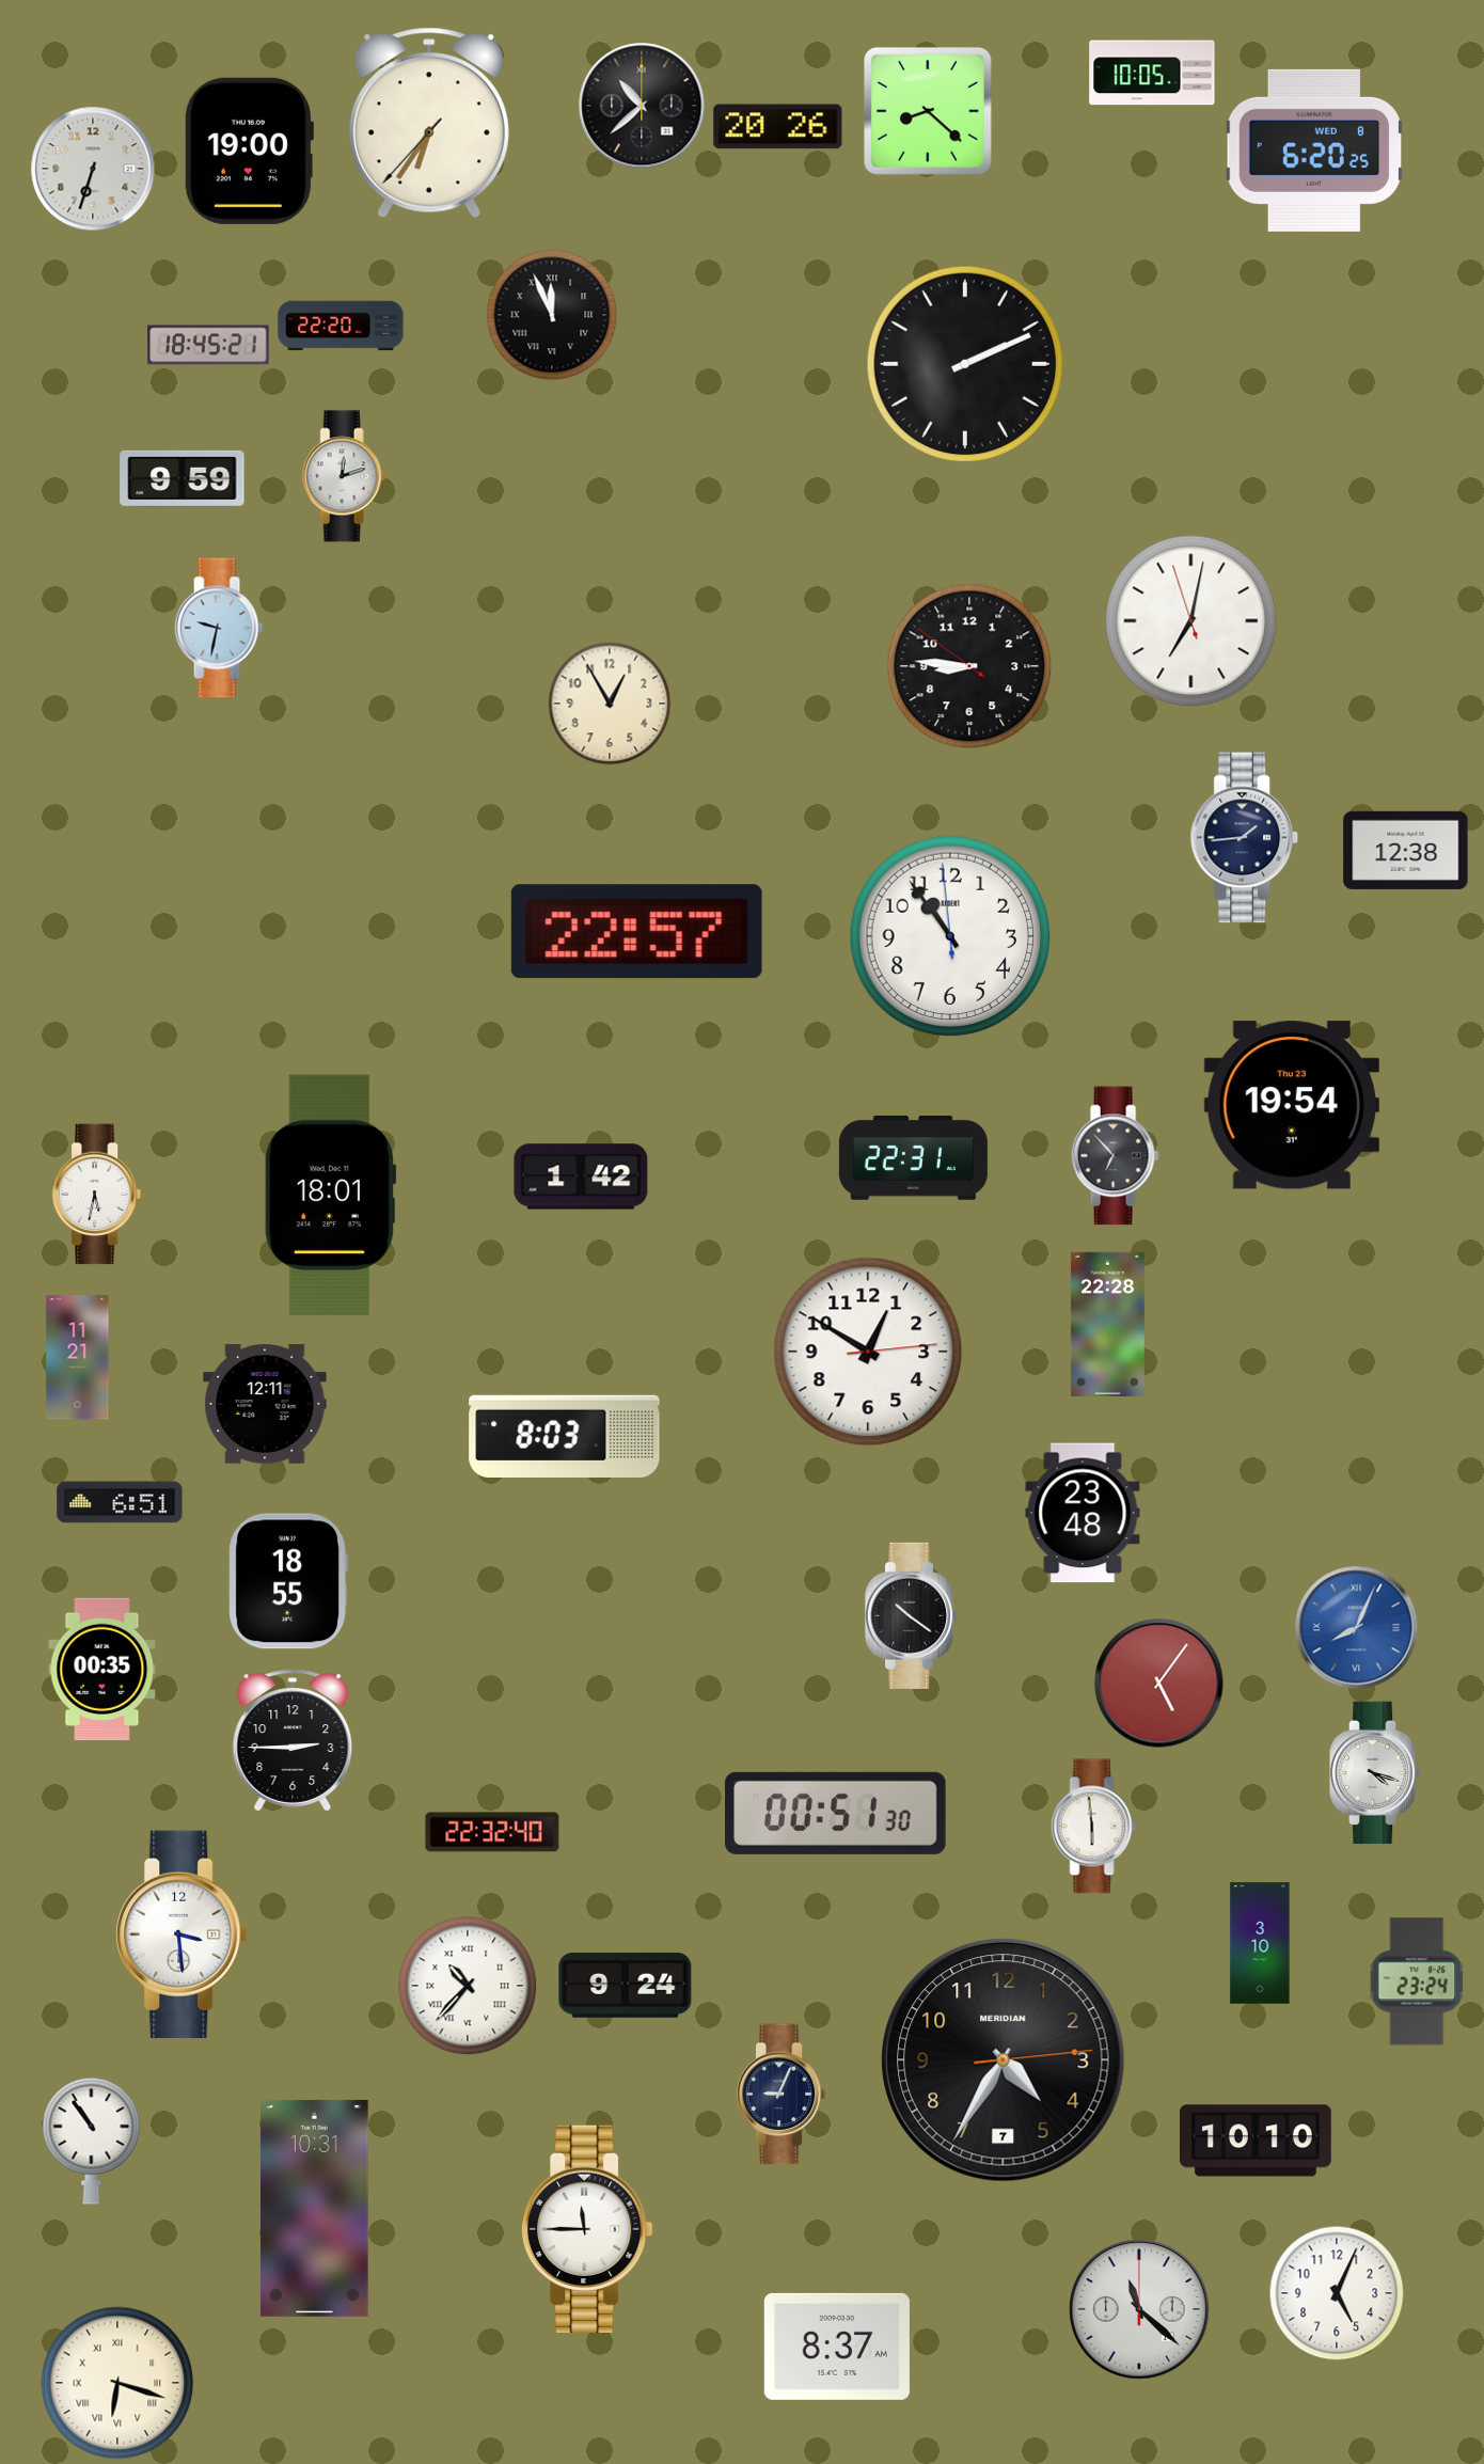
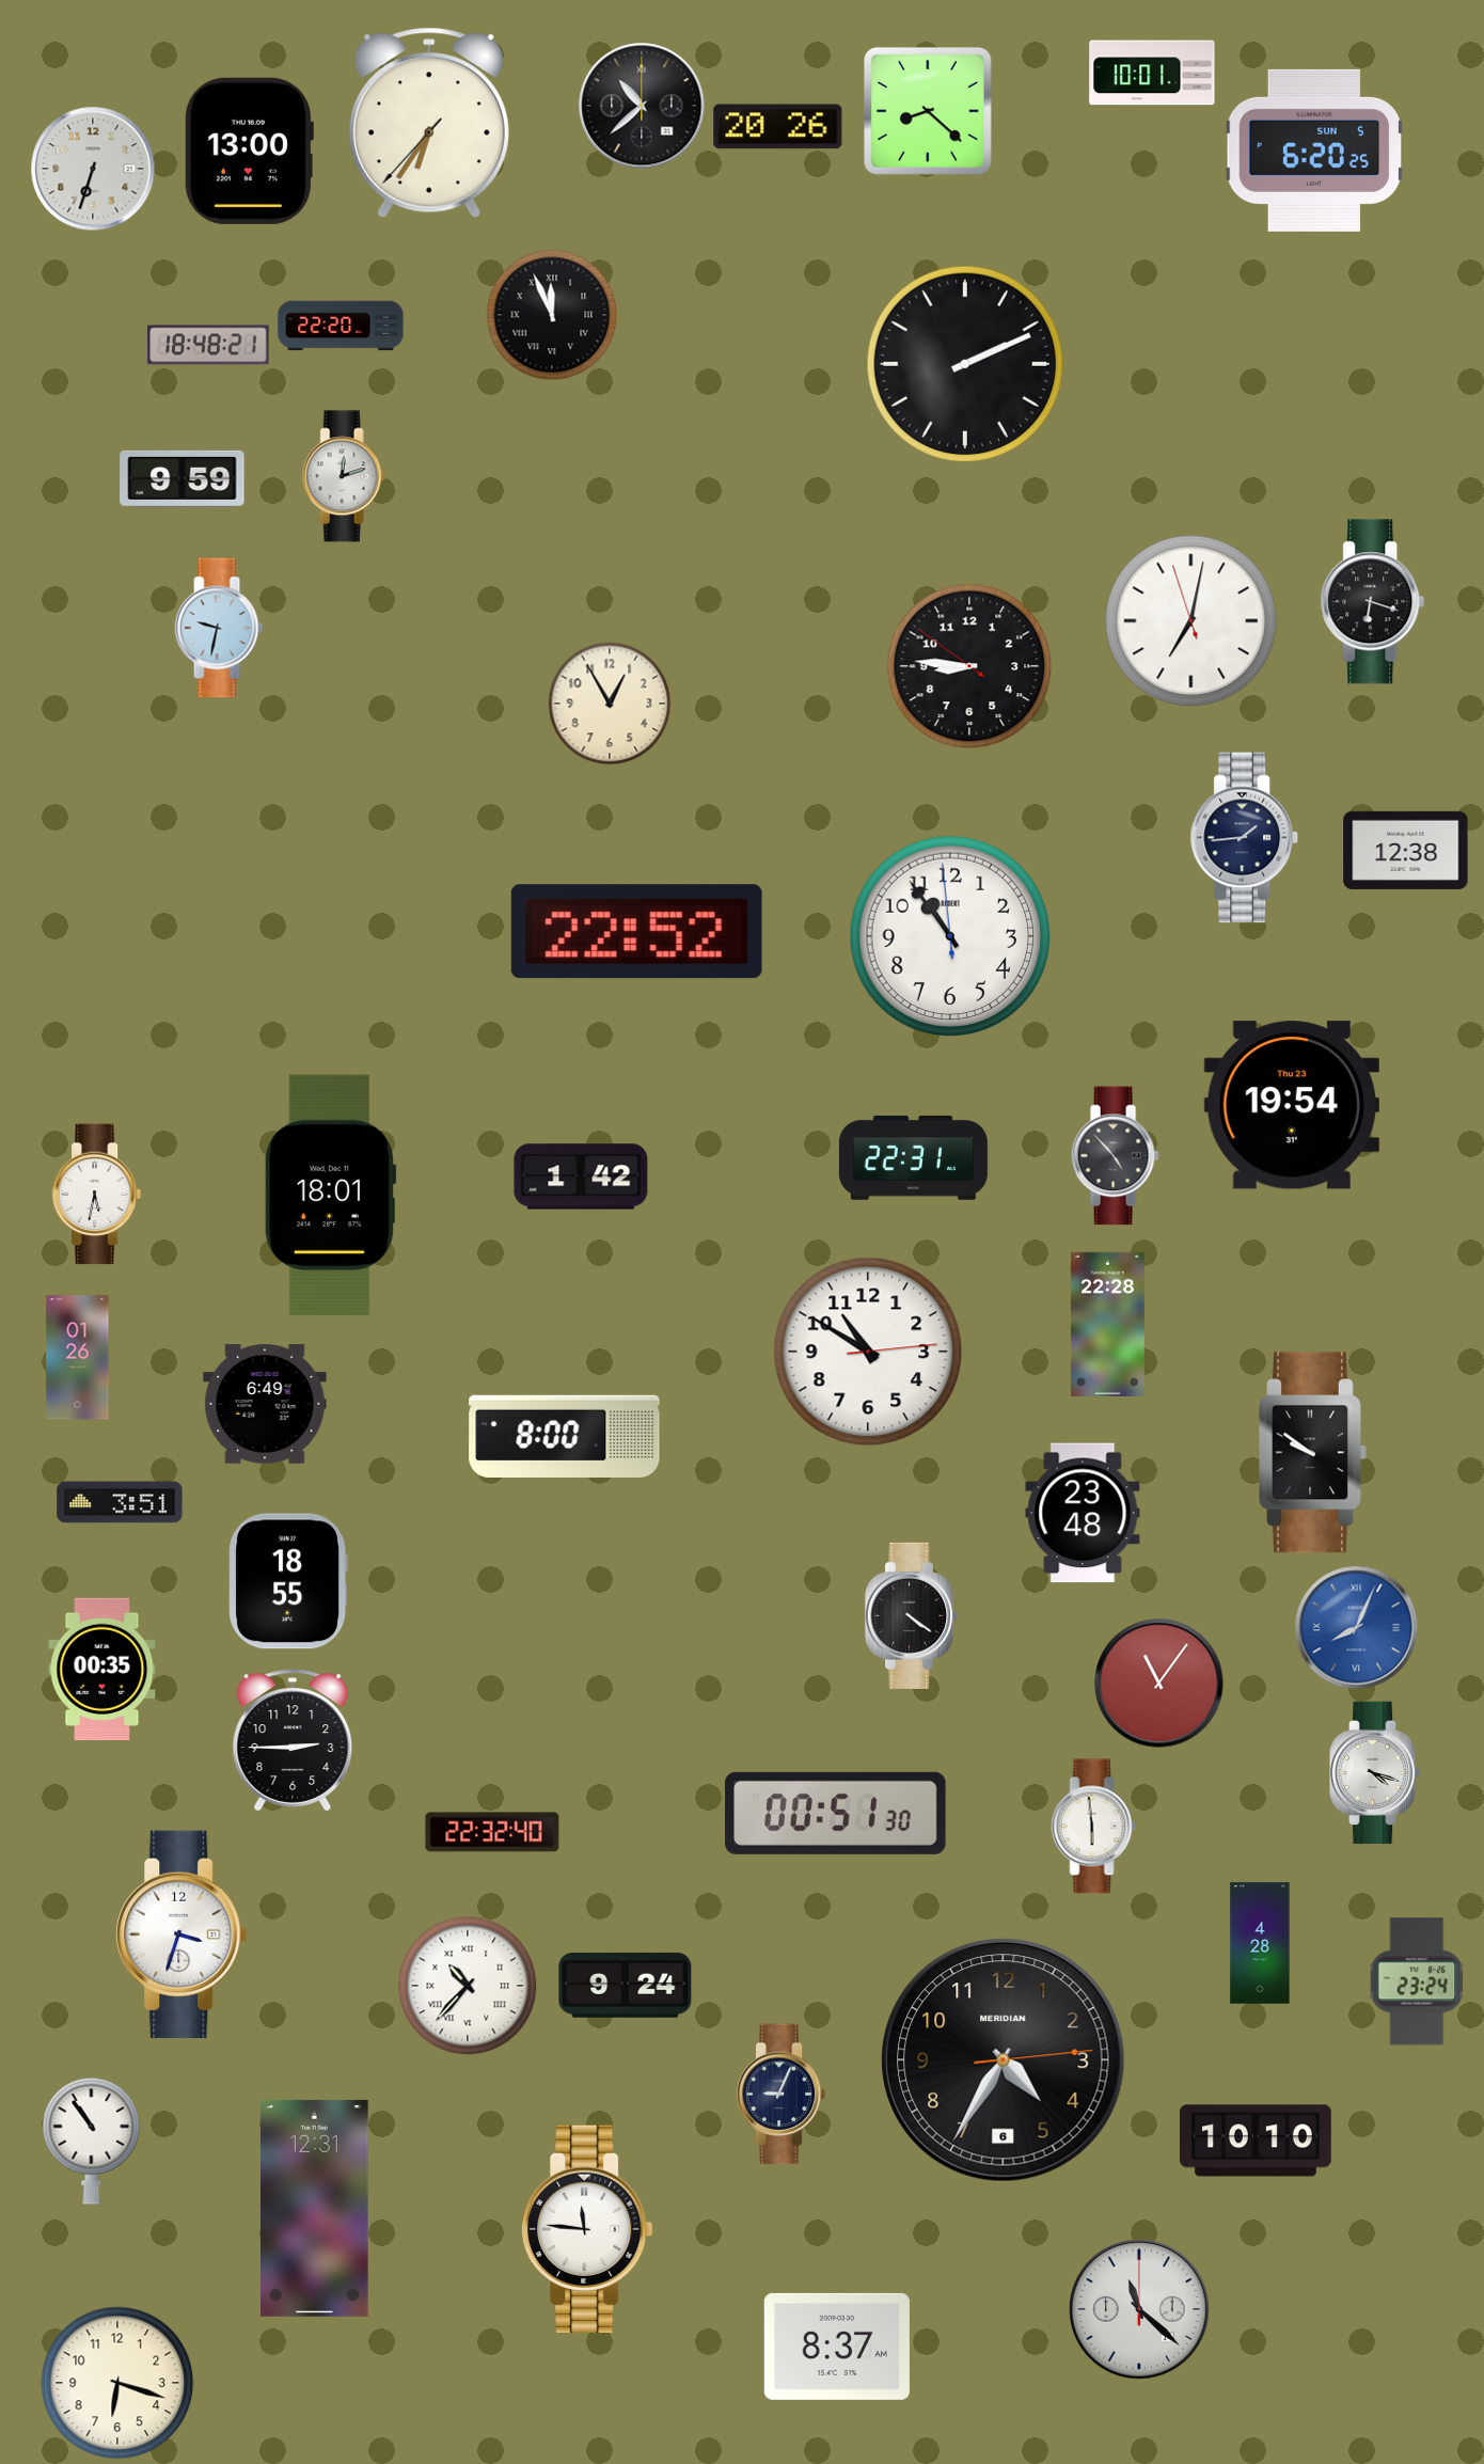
clock at (1152, 73): 10:05 -> 10:01
clock at (249, 151): 19:00 -> 13:00
clock at (1313, 151) date: WED 8 -> SUN 5
clock at (208, 345): 18:45 -> 18:48
clock at (1373, 602): none -> 6:18
clock at (636, 932): 22:57 -> 22:52
clock at (1115, 1156): 6:53 -> 4:53
clock at (868, 1352): 12:50 -> 10:50
clock at (78, 1358): 11:21 -> 01:26
clock at (265, 1404): 12:11 -> 6:49
clock at (565, 1436): 8:03 -> 8:00
clock at (1313, 1453): none -> 9:51
clock at (120, 1502): 6:51 -> 3:51
clock at (912, 1615): 10:21 -> 4:21
clock at (1159, 1684): 5:06 -> 11:06
clock at (181, 1933): 3:29 -> 3:33
clock at (1260, 1943): 3:10 -> 4:28
clock at (1004, 2060) date: 7 -> 6
clock at (315, 2208): 10:31 -> 12:31
clock at (587, 2228): 11:45 -> 11:46
clock at (1337, 2293): 5:04 -> none
clock at (117, 2383) numerals: Roman -> Arabic
